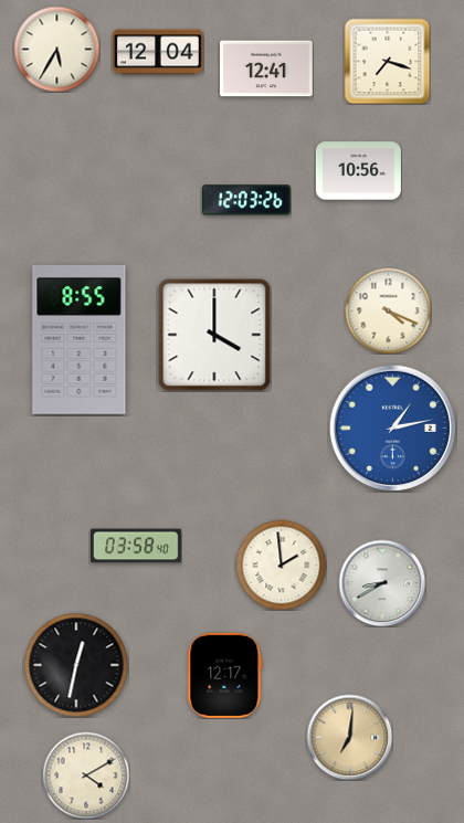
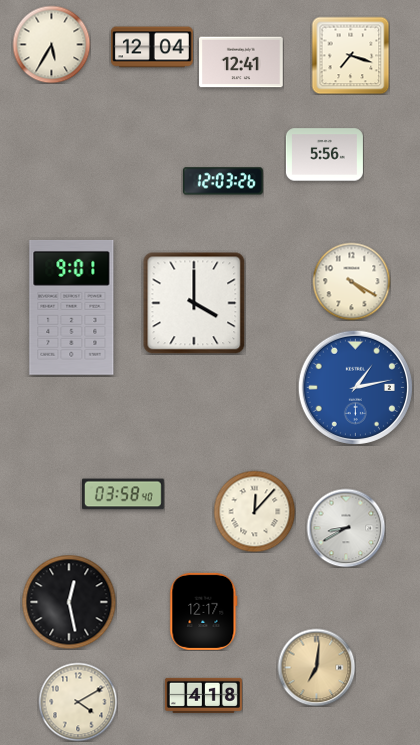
clock at (159, 52) position: (159, 52) -> (153, 47)
clock at (358, 171): 10:56 -> 5:56
clock at (388, 310): 4:19 -> 4:20
clock at (80, 339): 8:55 -> 9:01
clock at (281, 565): 1:59 -> 12:07
clock at (76, 665): 12:32 -> 12:28
clock at (203, 695): none -> 4:18
